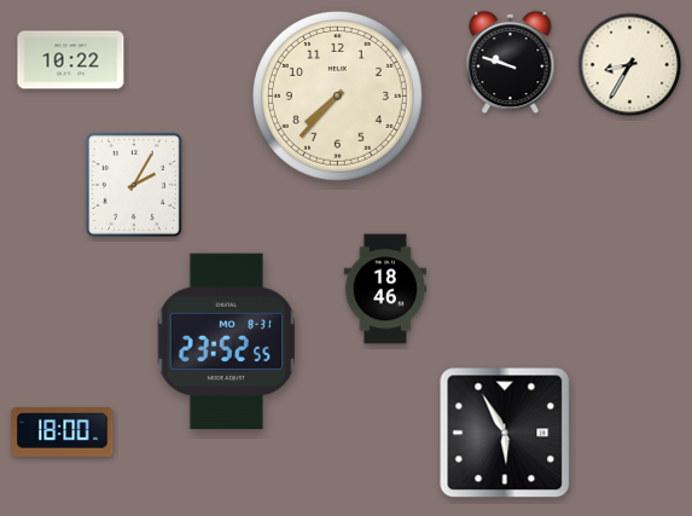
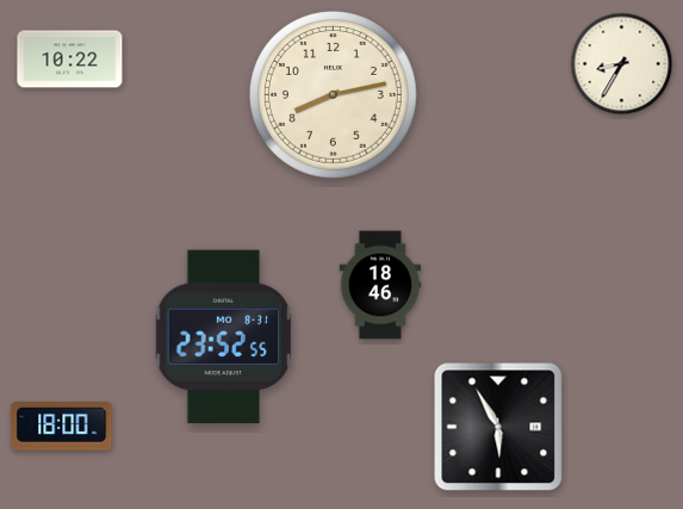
clock at (511, 63): 9:48 -> none
clock at (337, 95): 7:37 -> 8:13
clock at (134, 185): 2:05 -> none
